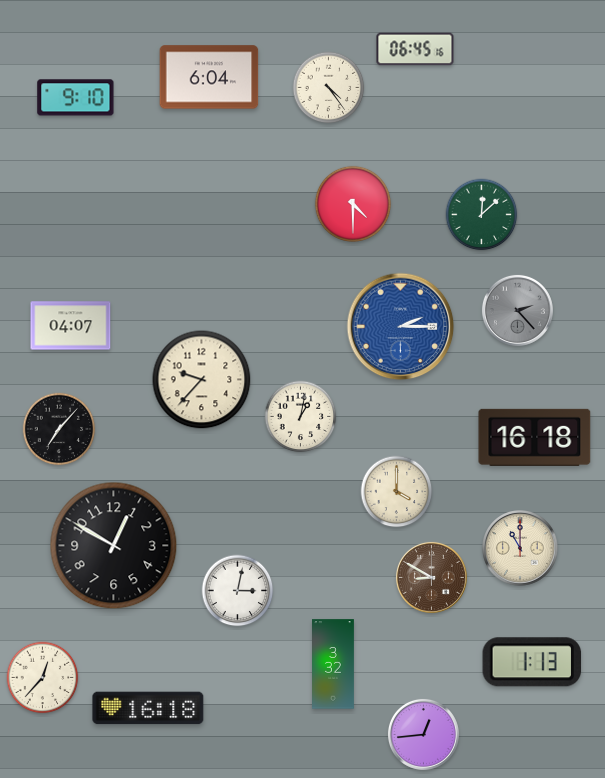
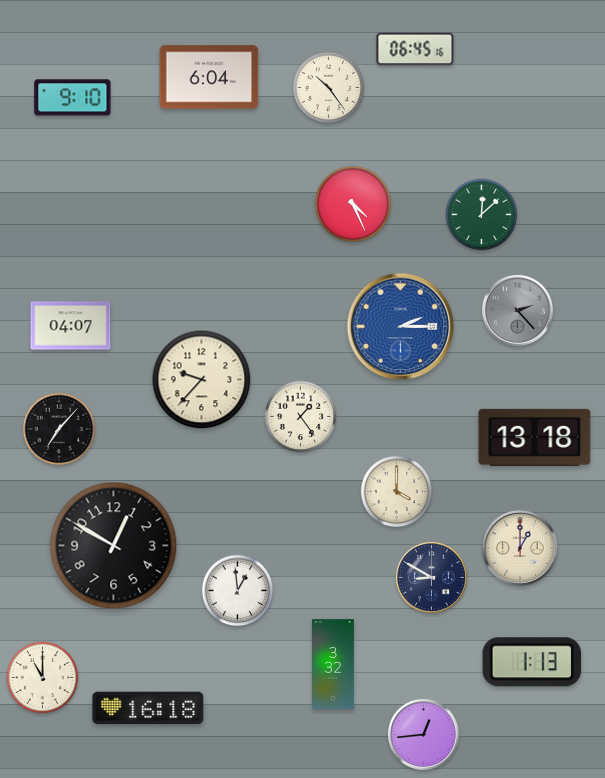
clock at (329, 88): 4:24 -> 10:24
clock at (76, 98) position: (76, 98) -> (73, 98)
clock at (353, 204): 4:30 -> 4:26
clock at (301, 417): 1:02 -> 1:24
clock at (535, 437): 16:18 -> 13:18
clock at (520, 548): 11:00 -> 1:00
clock at (431, 577) dial: brown -> navy
clock at (238, 591): 3:02 -> 12:59
clock at (43, 678): 12:37 -> 11:00
